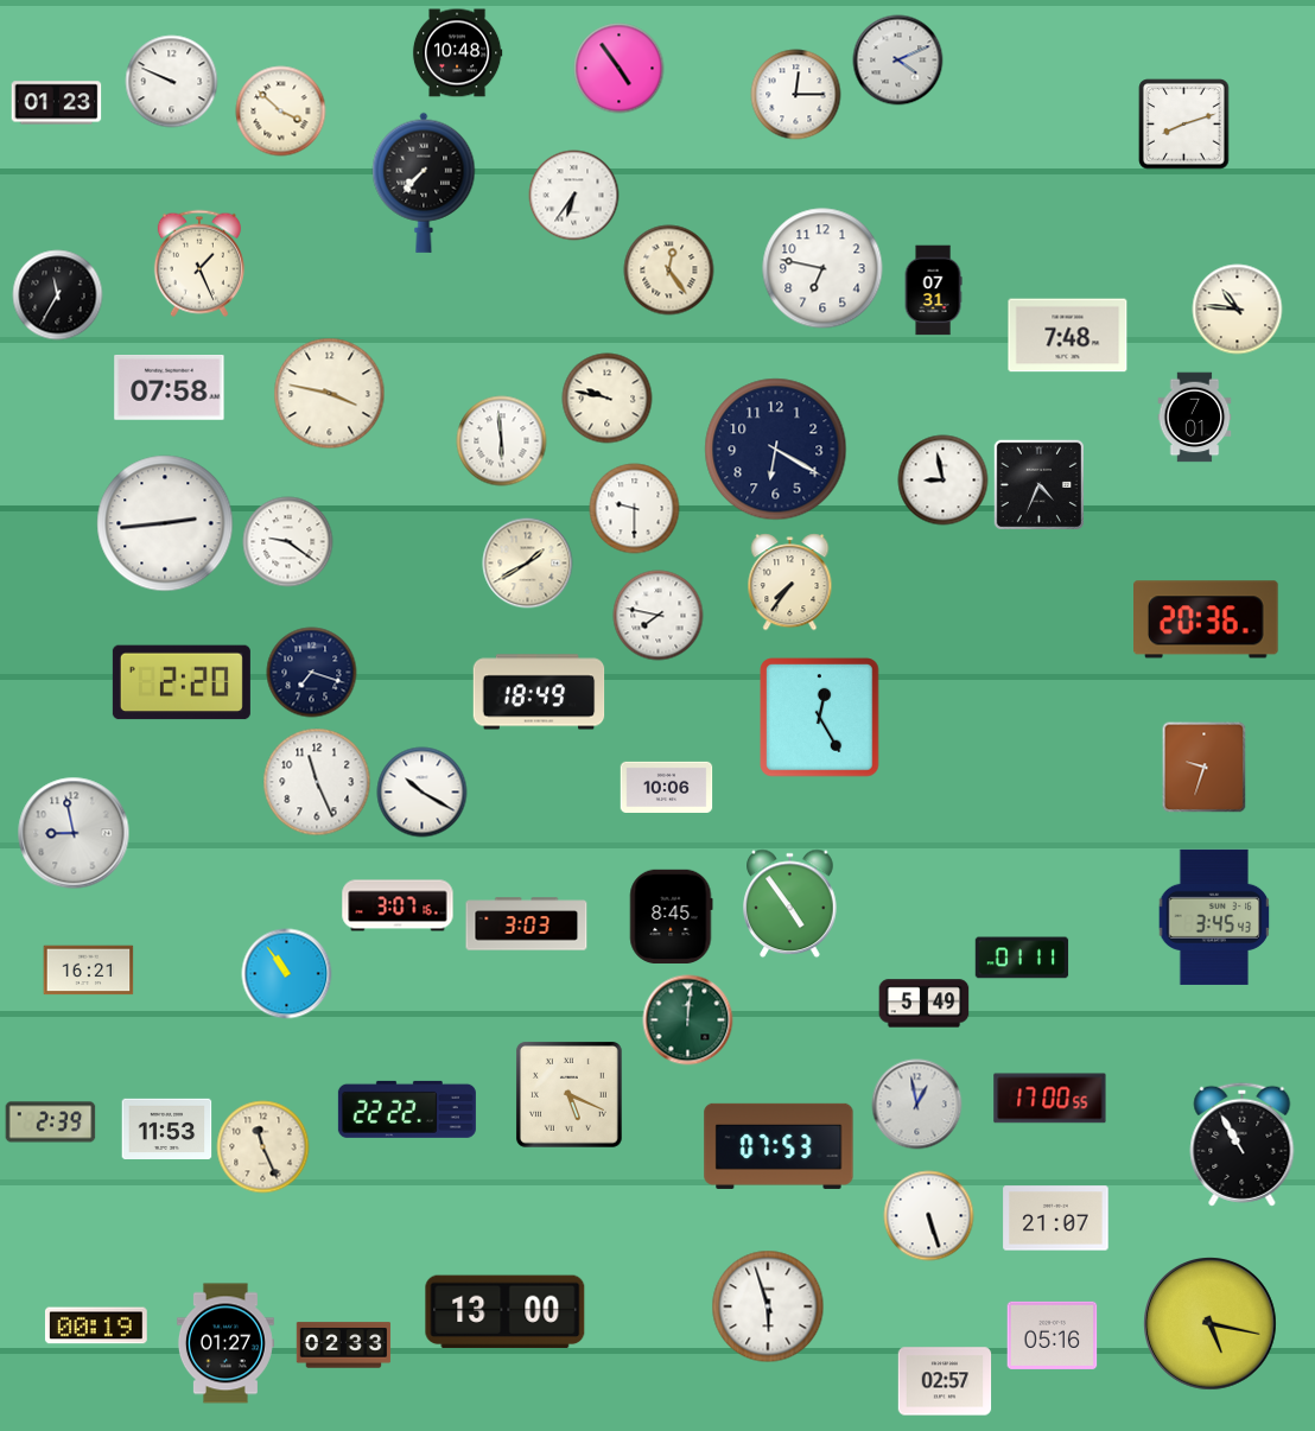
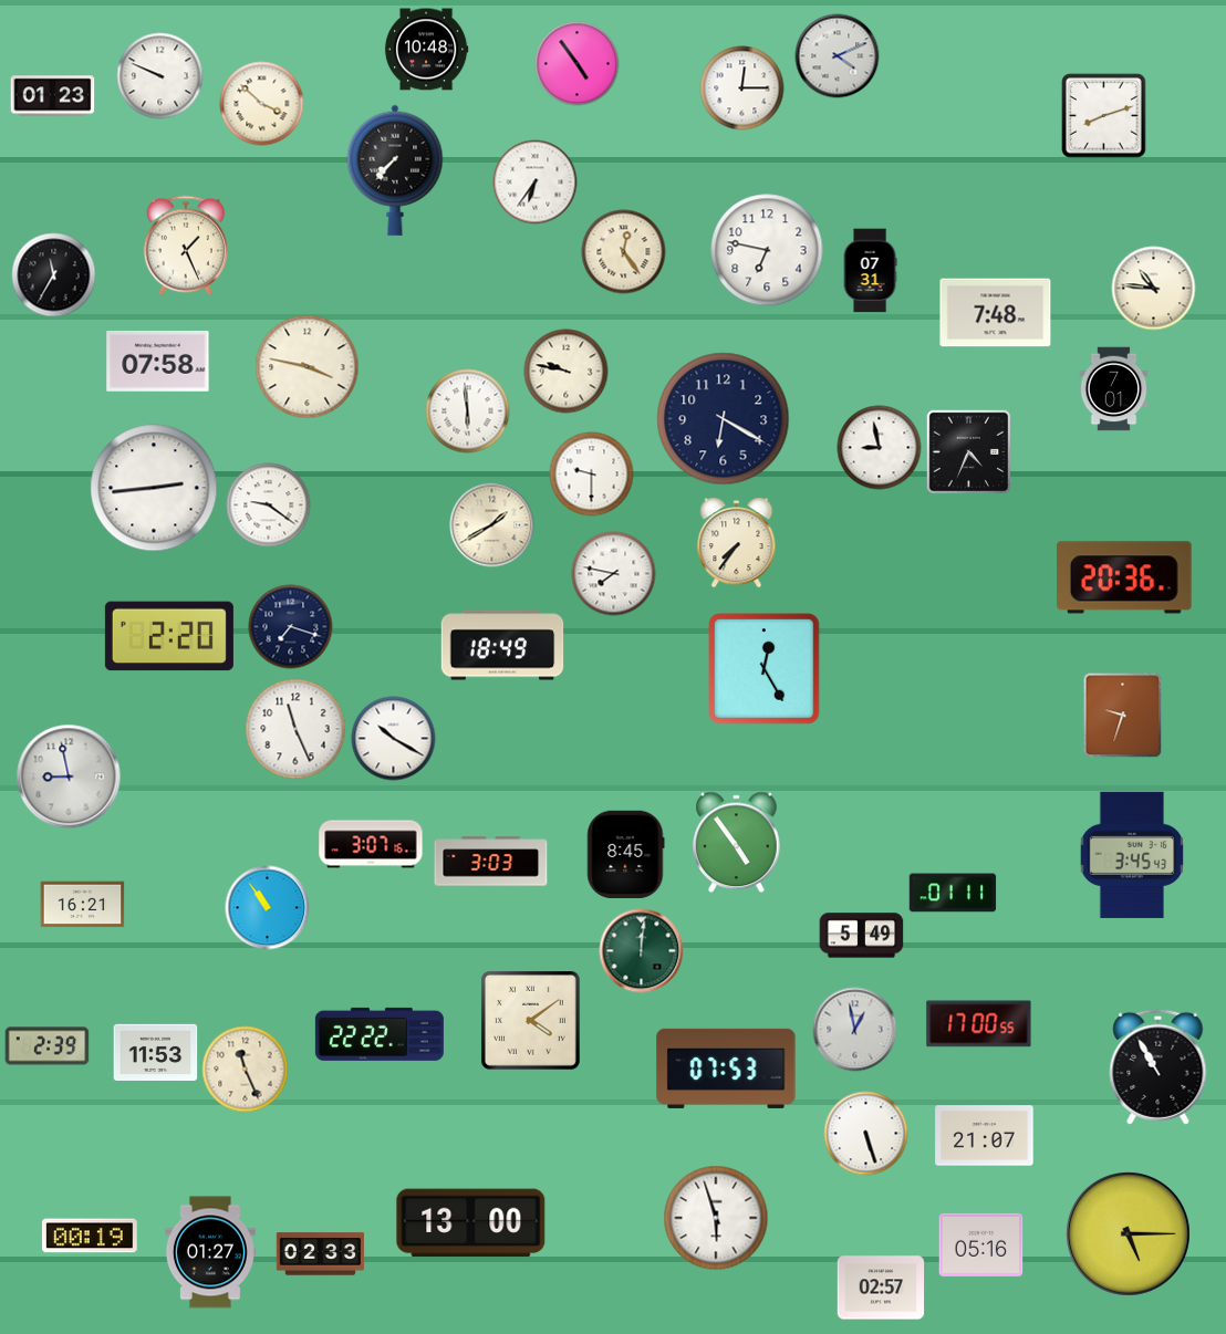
clock at (667, 787): 10:06 -> none
clock at (568, 1094): 5:19 -> 4:09
clock at (1211, 1324): 5:17 -> 5:15
